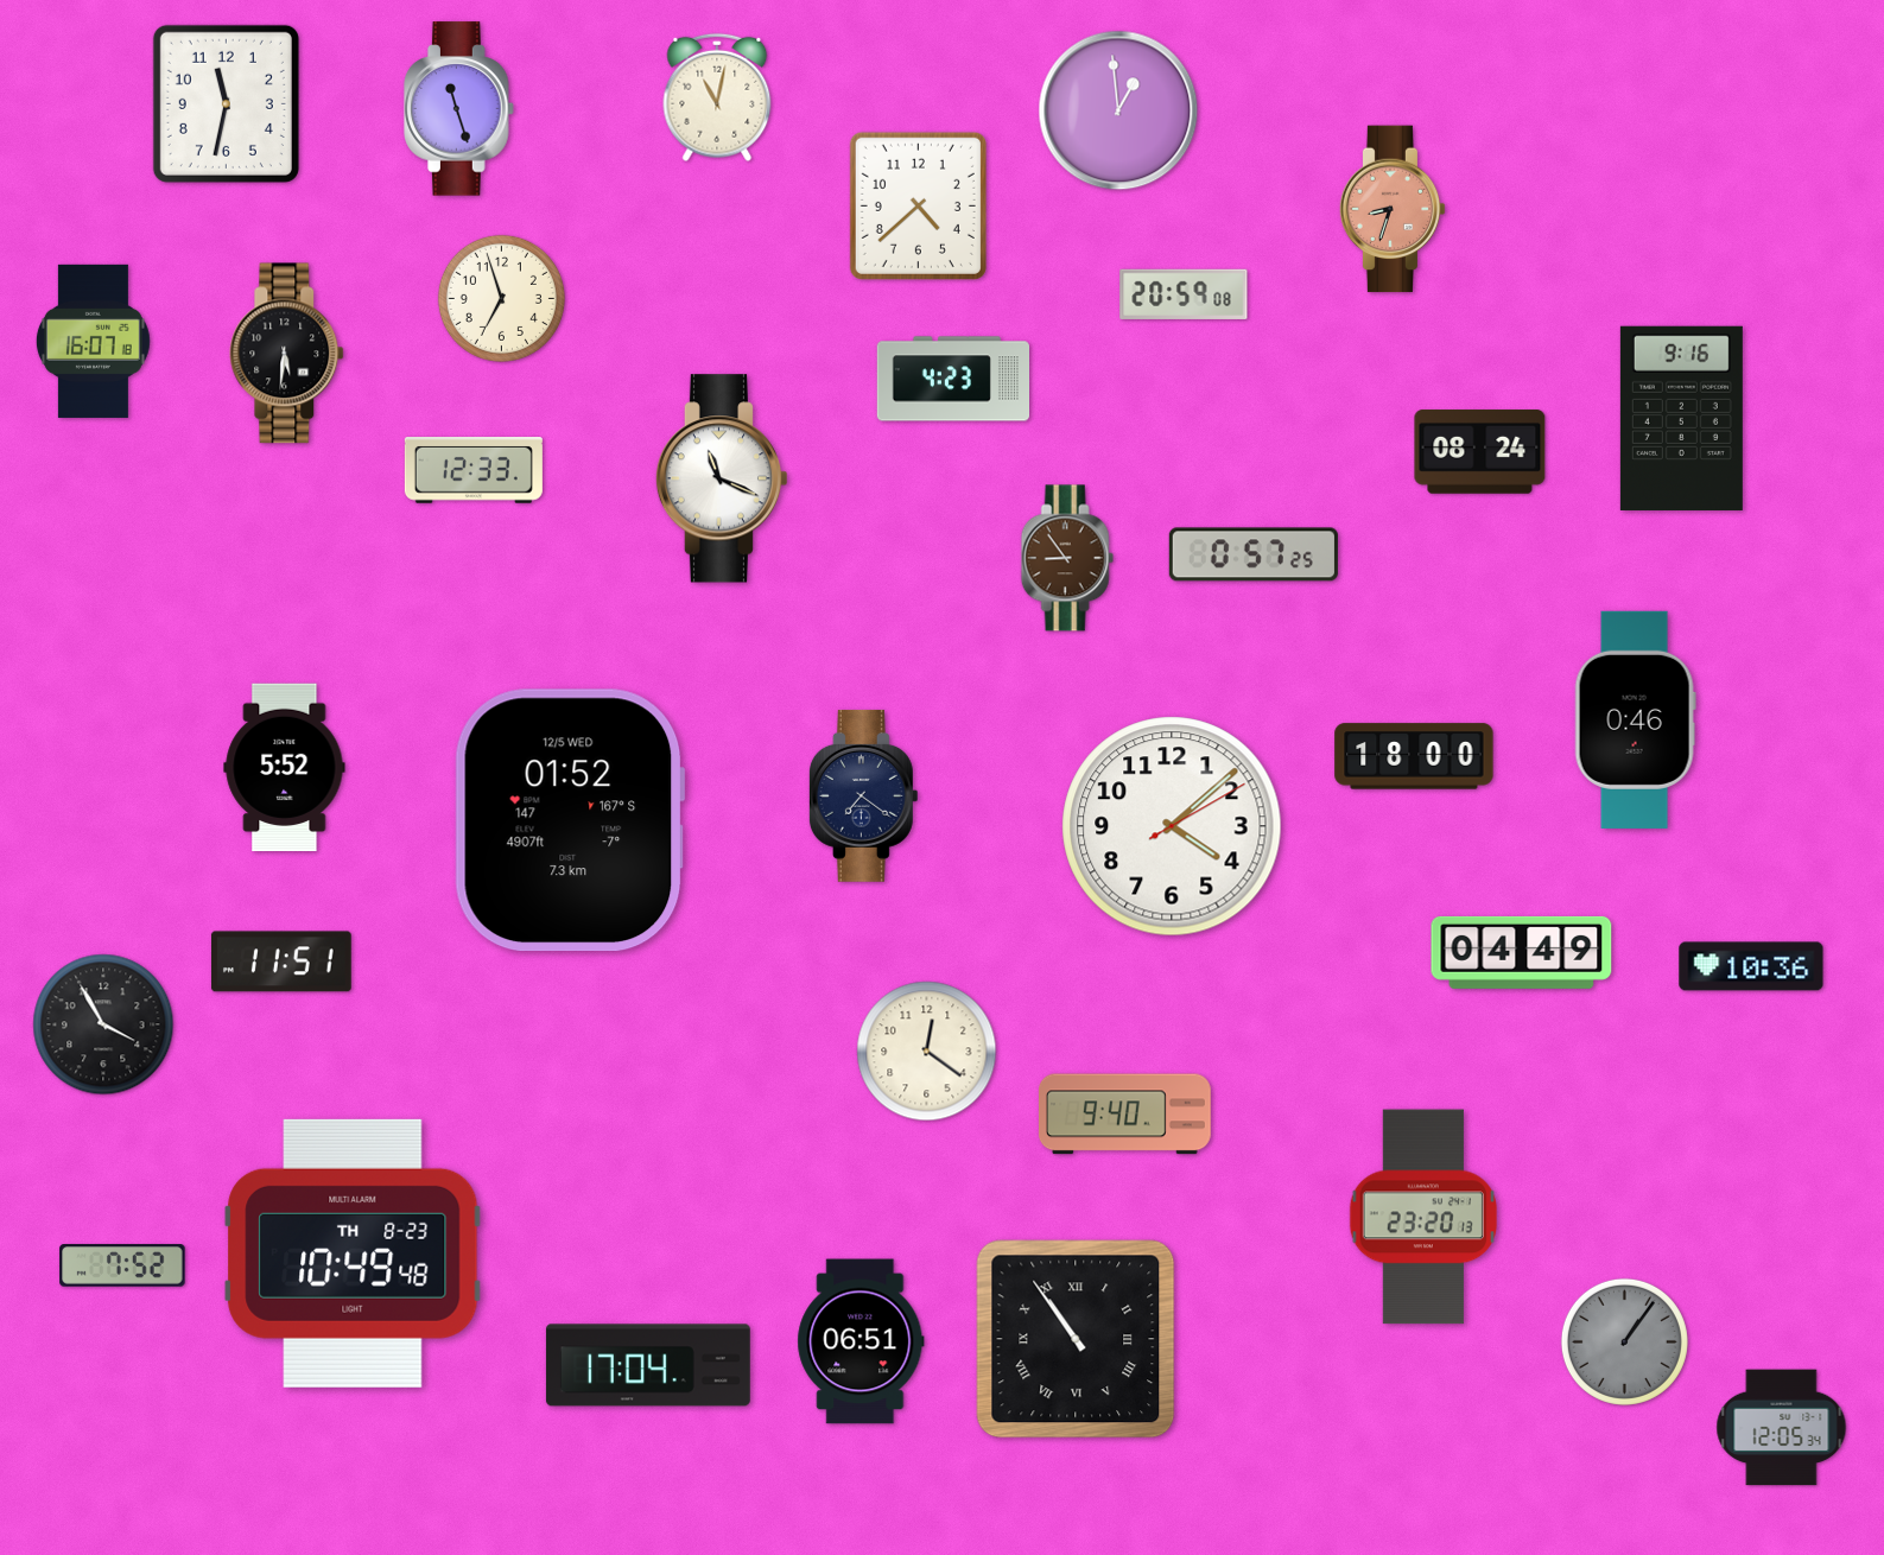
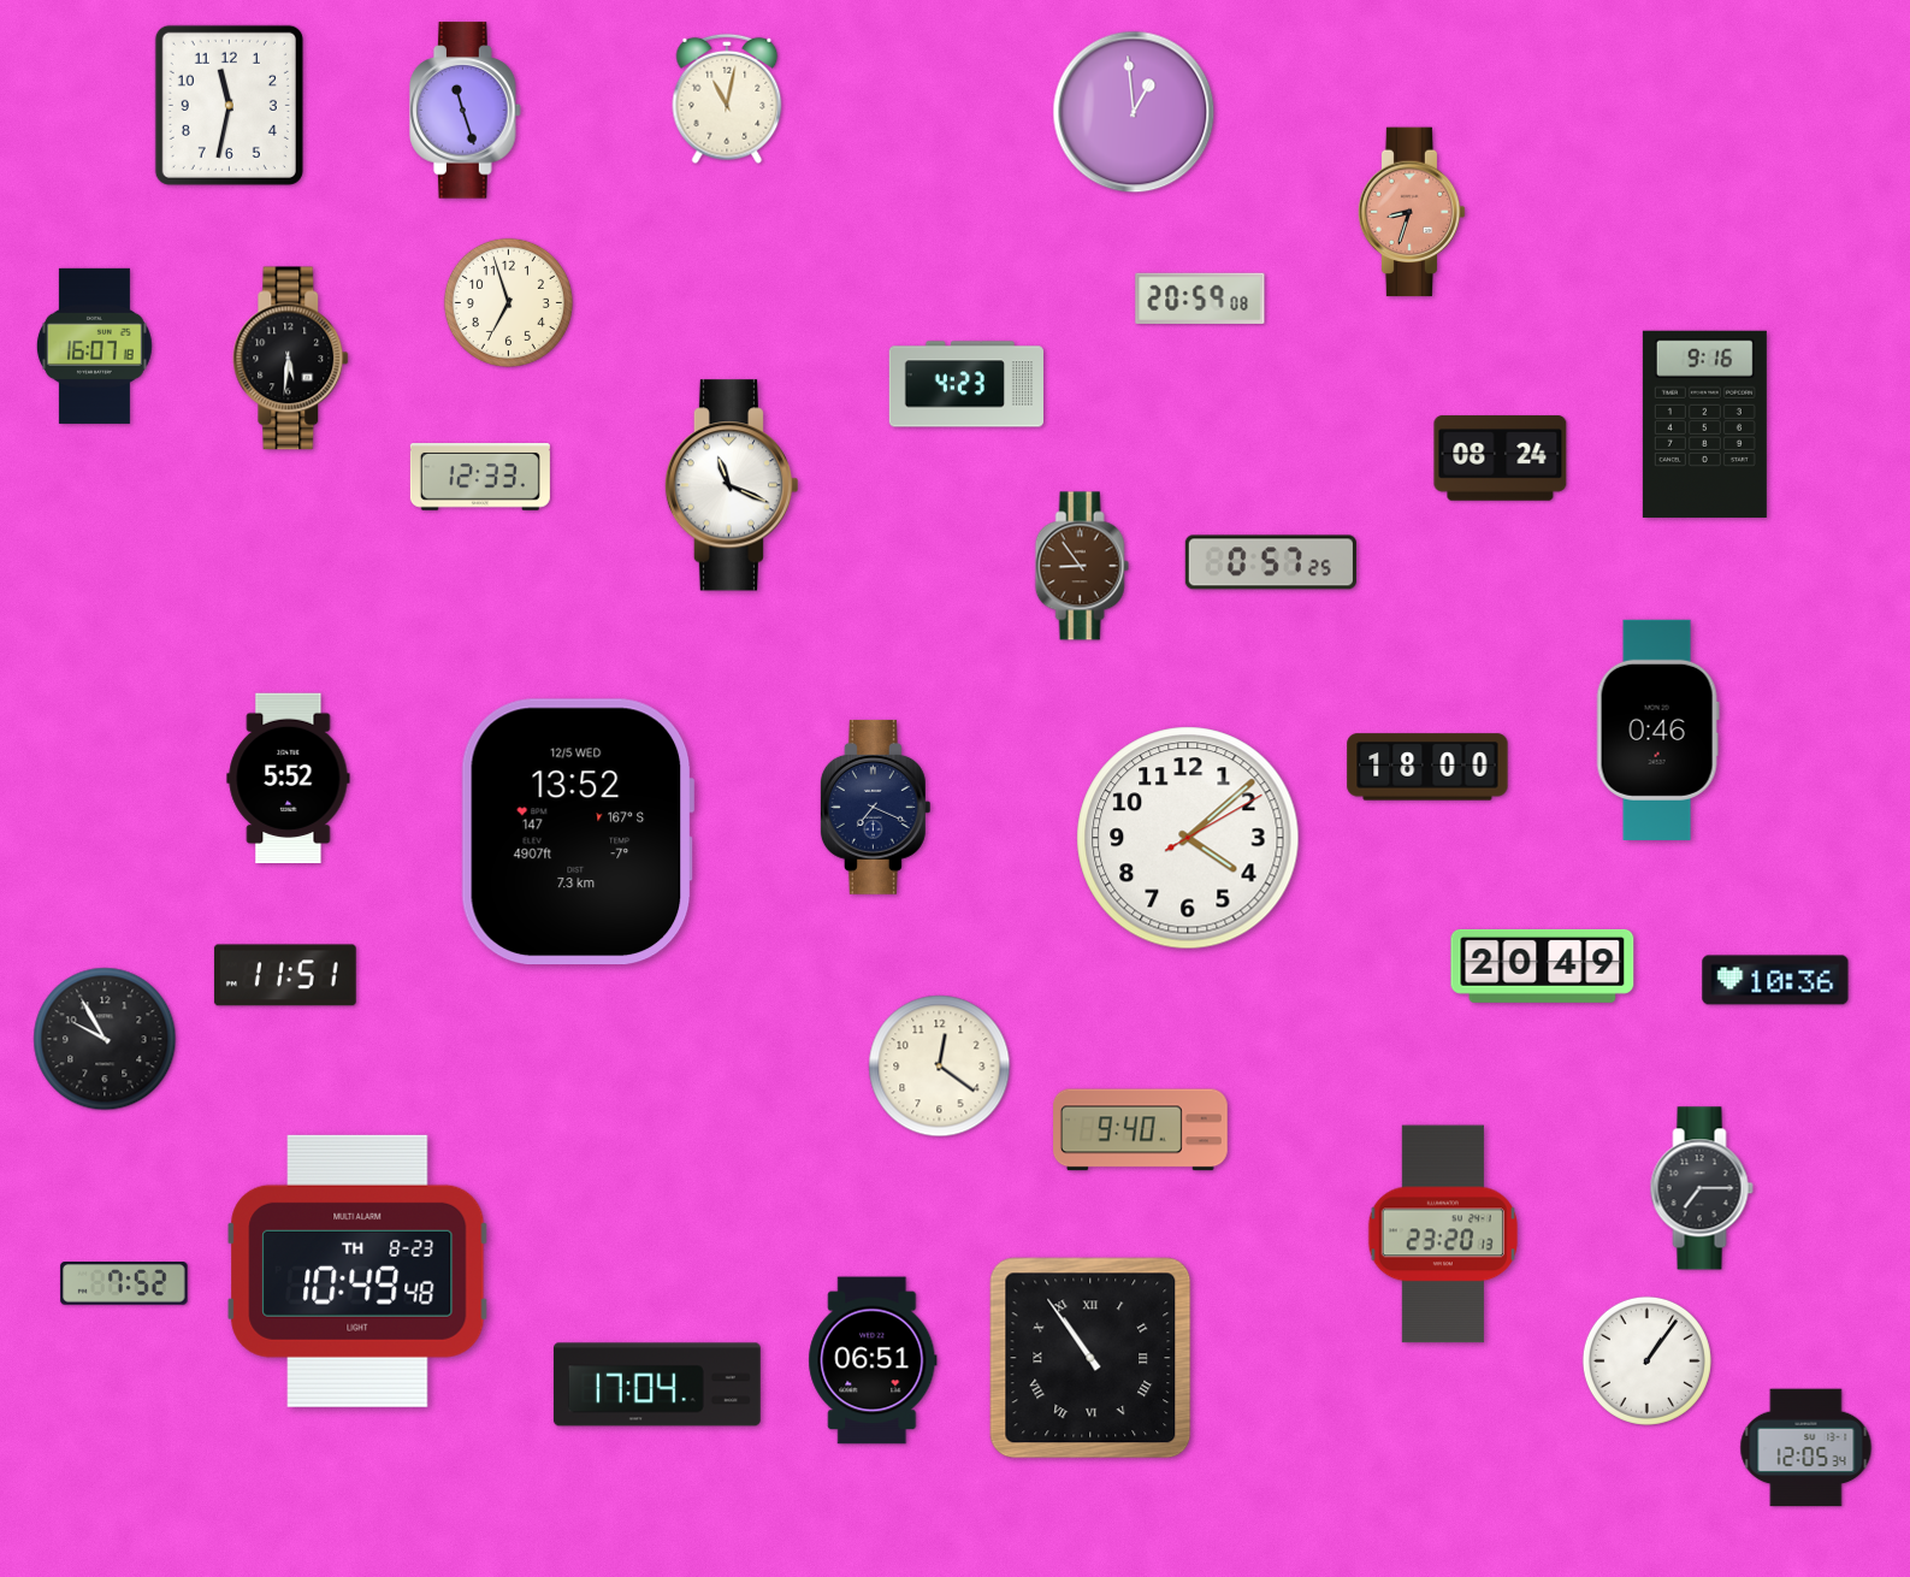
clock at (918, 205): 4:38 -> none
clock at (1414, 756) position: (1414, 756) -> (1427, 767)
clock at (863, 795): 7:21 -> 7:19
clock at (570, 820): 01:52 -> 13:52
clock at (1522, 952): 04:49 -> 20:49
clock at (103, 1024): 3:55 -> 9:55
clock at (1702, 1188): none -> 7:15
clock at (1624, 1341) dial: grey -> white
